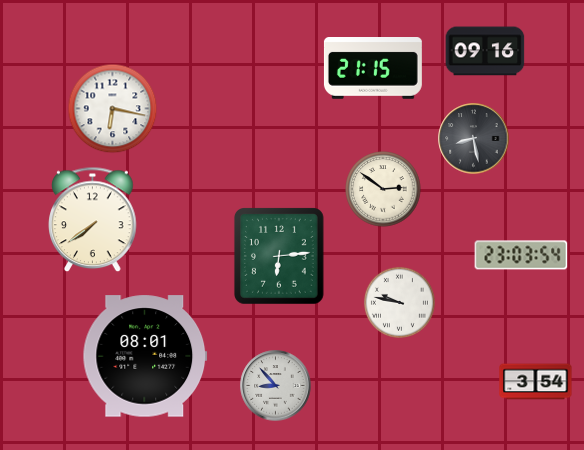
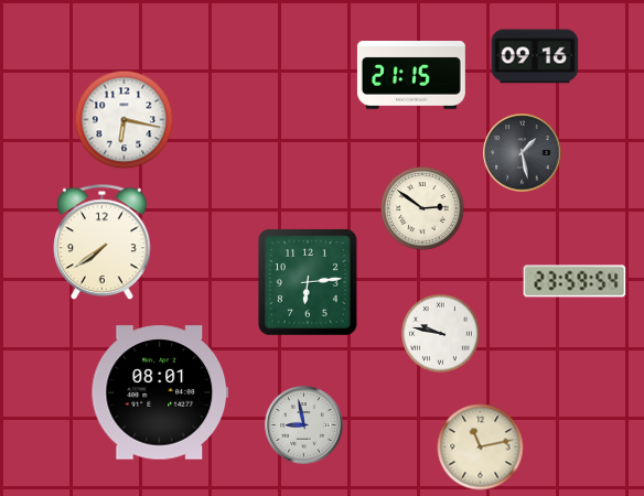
clock at (474, 139): 8:28 -> 1:28
clock at (521, 255): 23:03 -> 23:59
clock at (536, 382): 3:54 -> none
clock at (276, 386): 8:53 -> 8:58
clock at (481, 448): none -> 11:13
